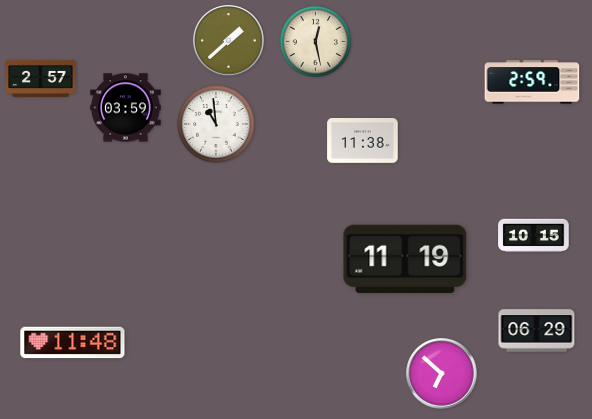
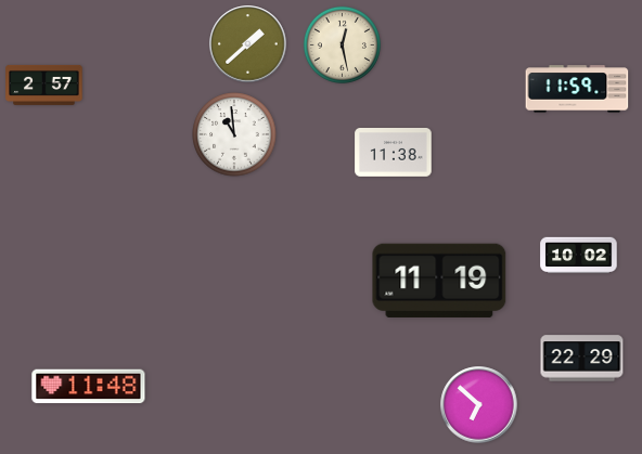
clock at (532, 82): 2:59 -> 11:59
clock at (126, 108): 03:59 -> none
clock at (534, 236): 10:15 -> 10:02
clock at (537, 331): 06:29 -> 22:29
clock at (73, 343) position: (73, 343) -> (89, 387)
